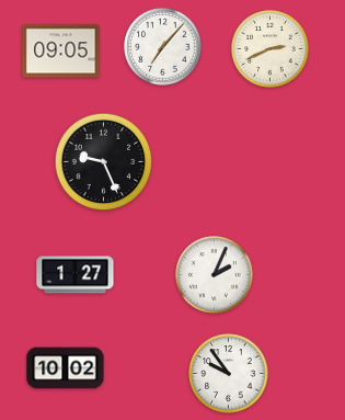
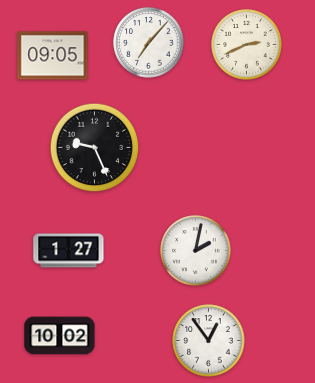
clock at (61, 52) position: (61, 52) -> (53, 56)
clock at (215, 275): 2:04 -> 2:02
clock at (229, 374): 9:54 -> 12:54
